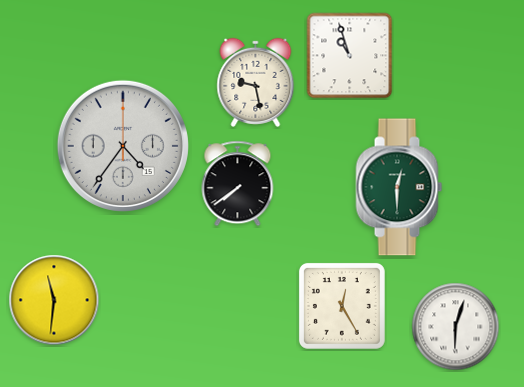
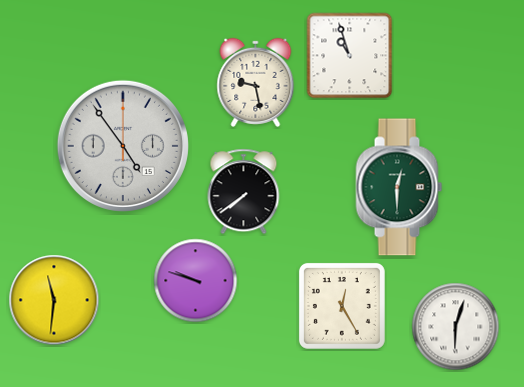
clock at (123, 146): 4:36 -> 4:54
clock at (238, 184) position: (238, 184) -> (244, 192)
clock at (196, 281): none -> 9:48
